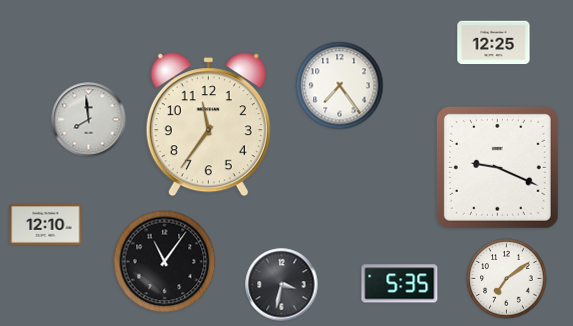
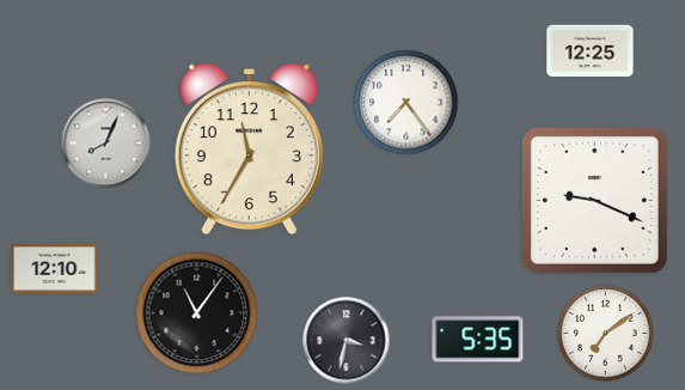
clock at (89, 120): 7:59 -> 8:04
clock at (208, 125): 11:36 -> 11:35
clock at (282, 285) position: (282, 285) -> (347, 341)
